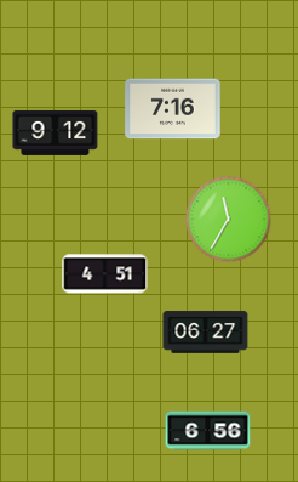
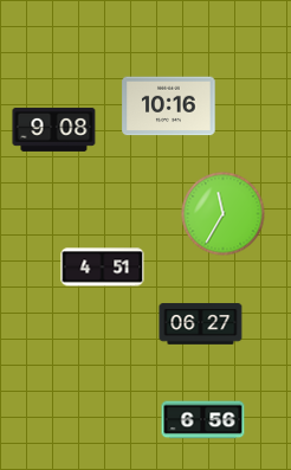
clock at (173, 109): 7:16 -> 10:16
clock at (56, 132): 9:12 -> 9:08
